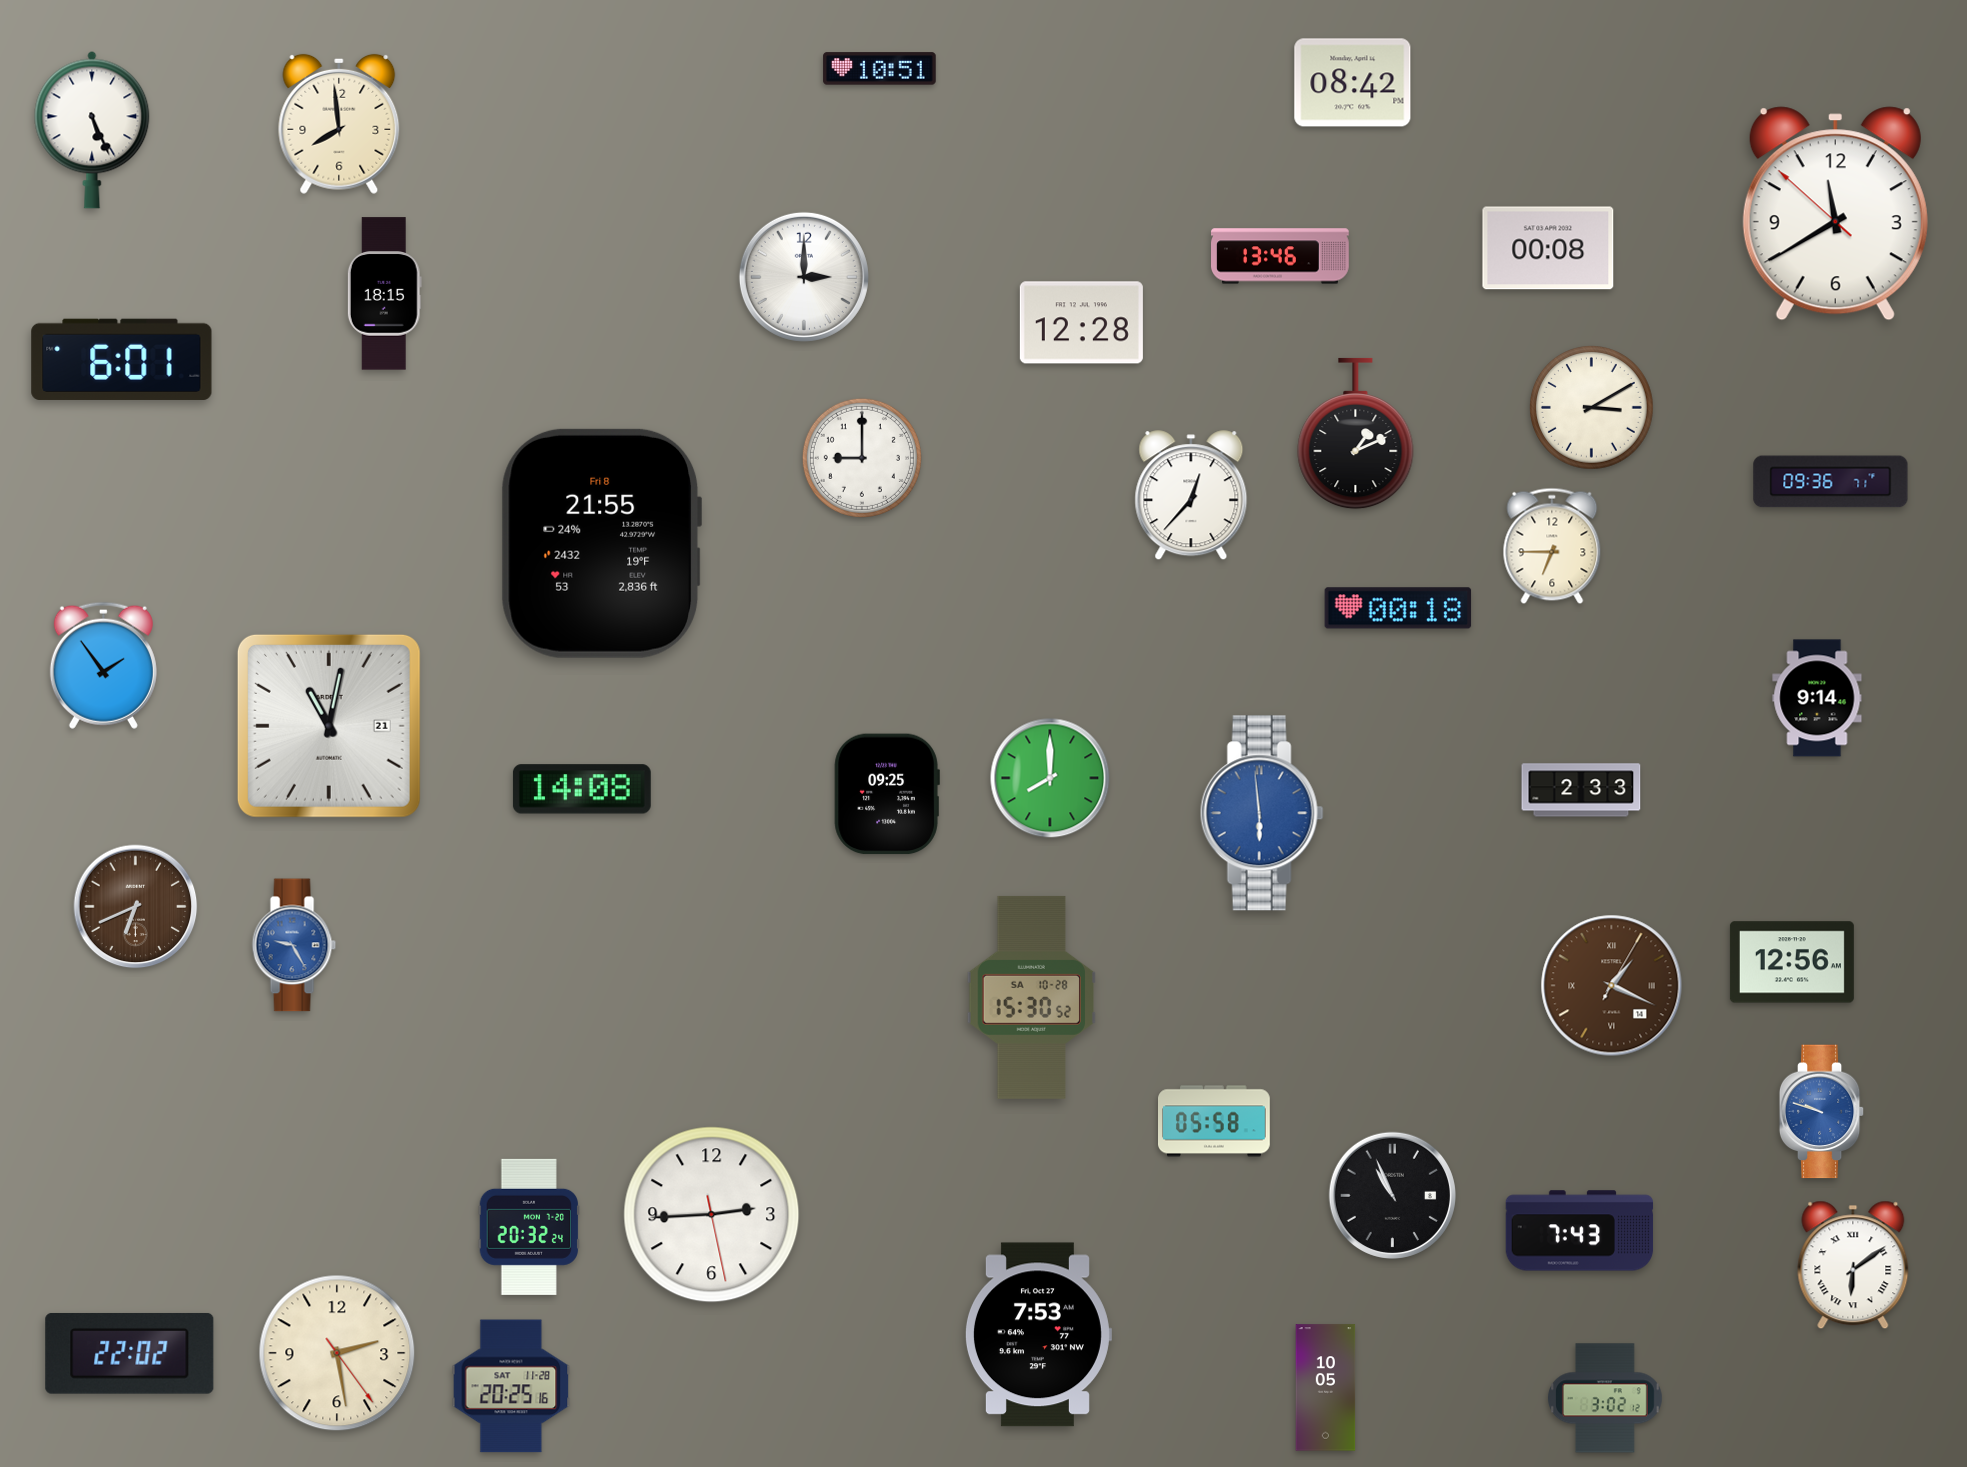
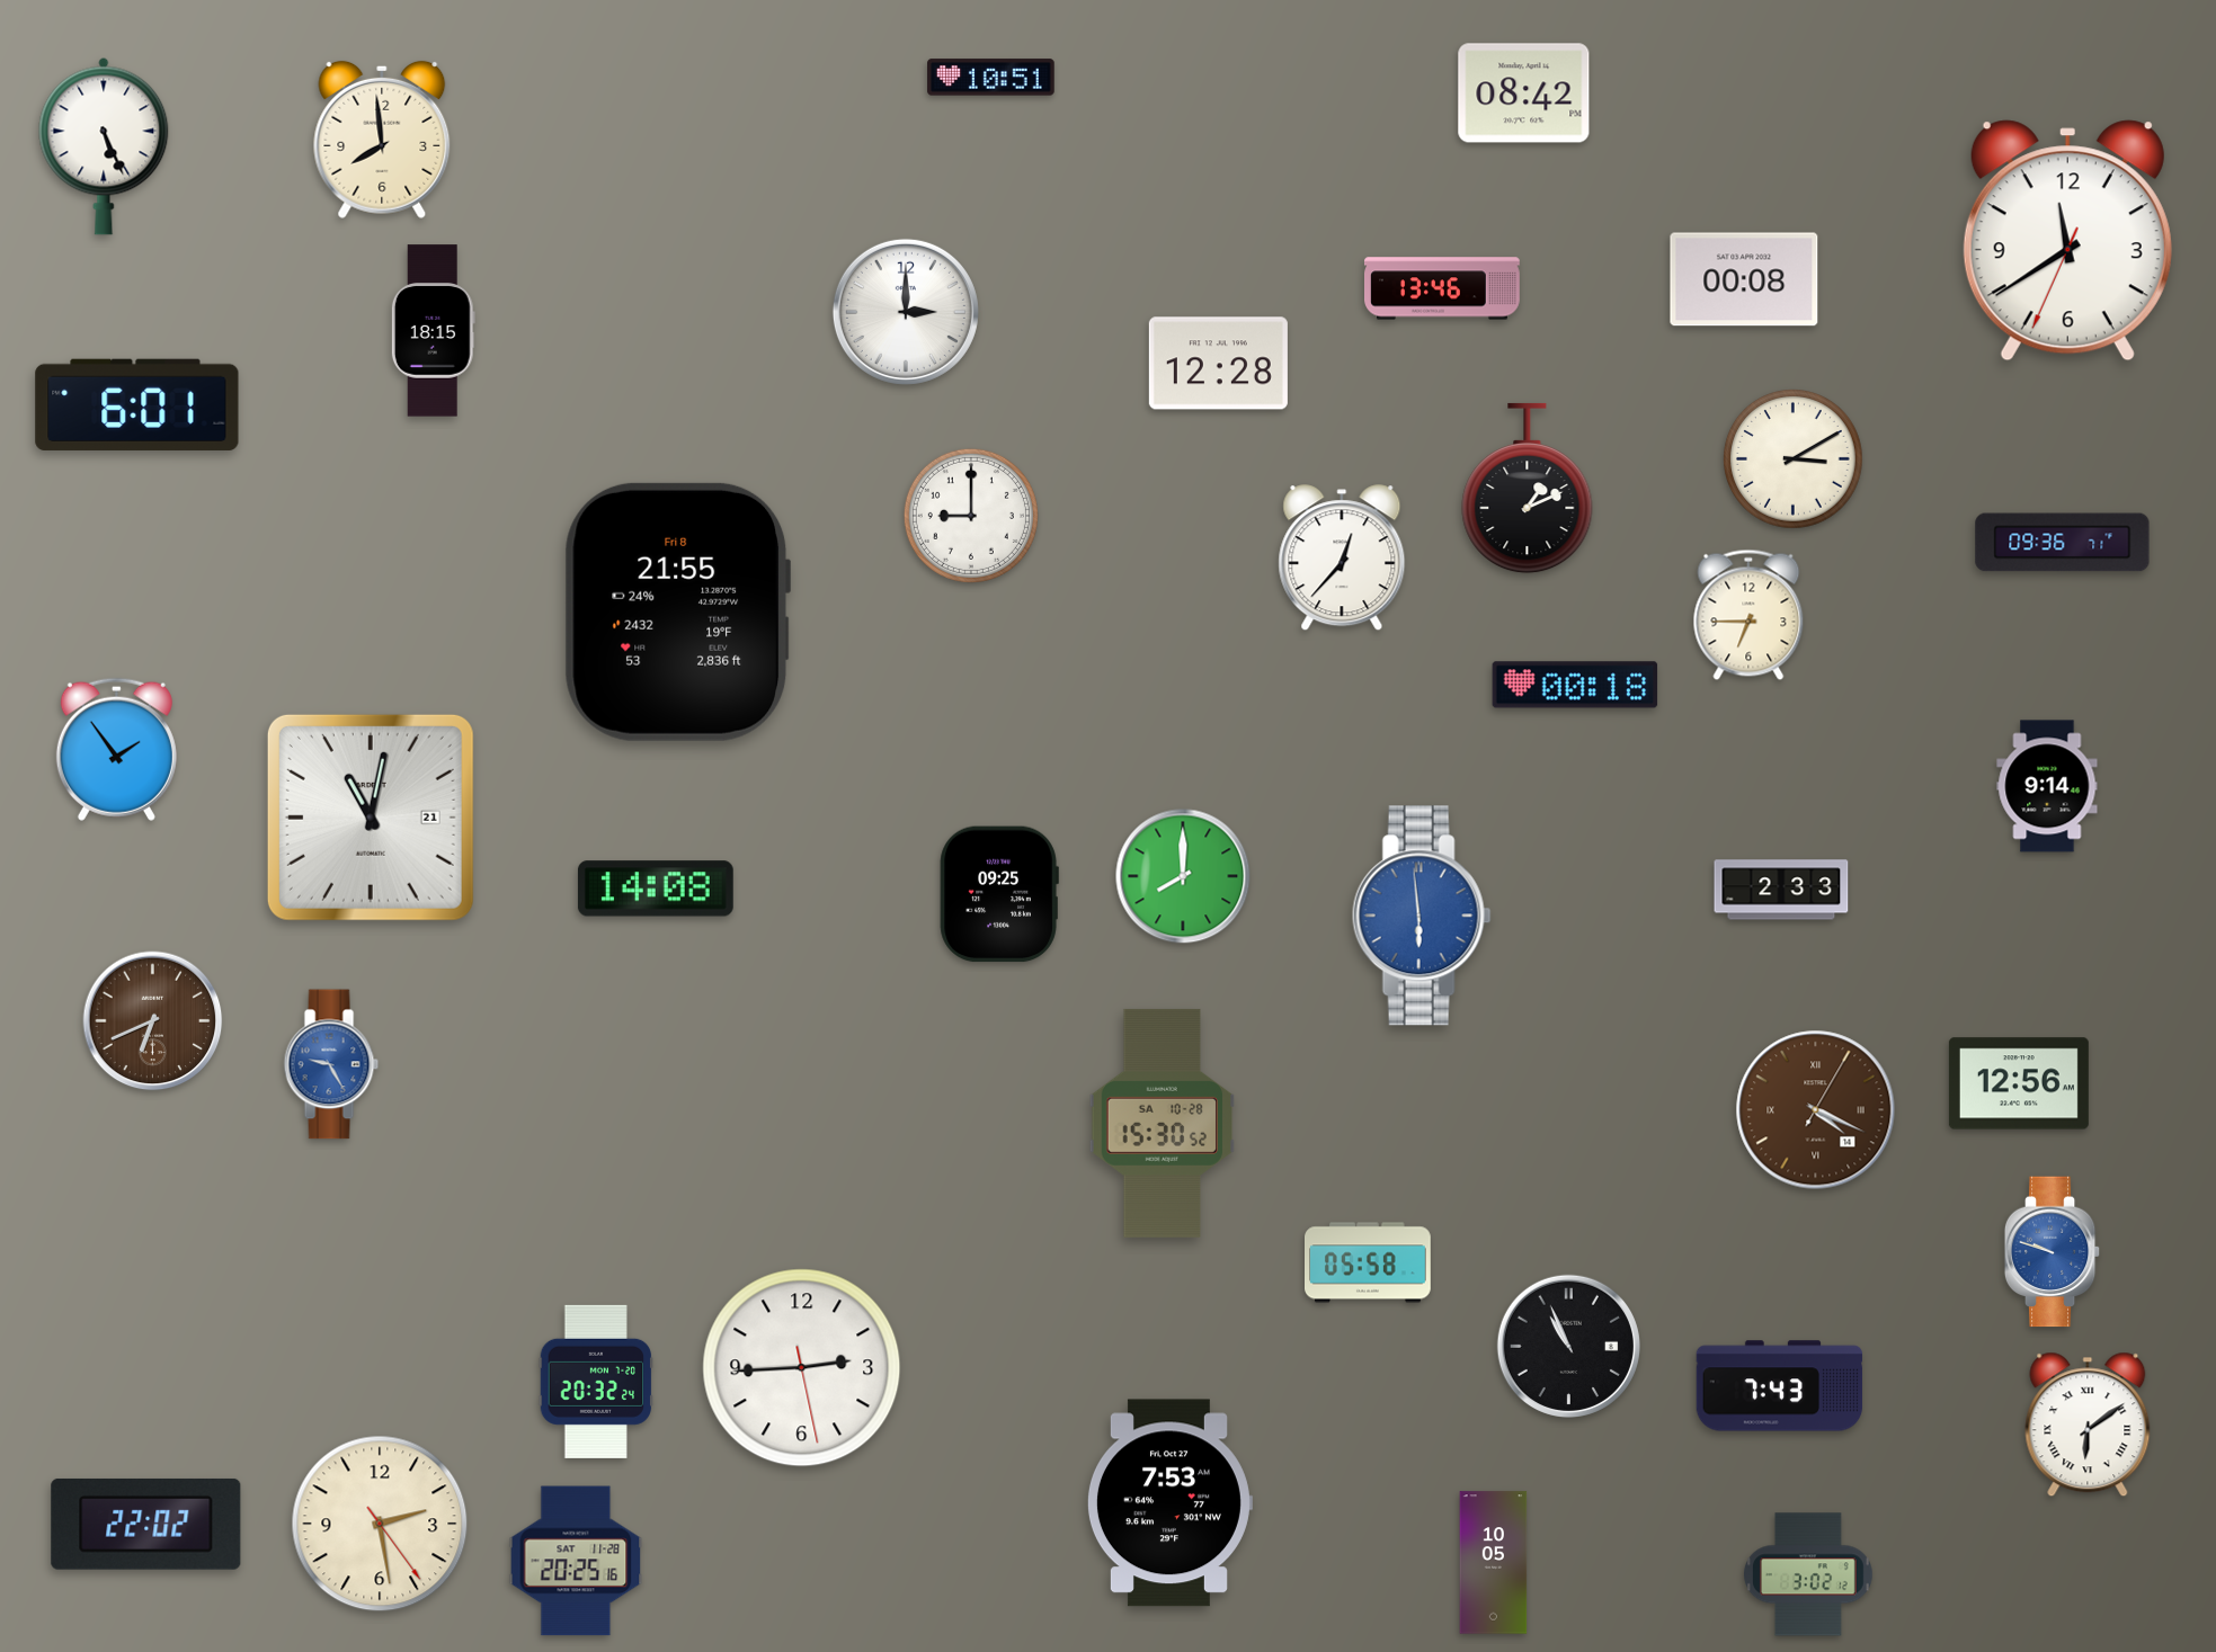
clock at (1835, 214): 11:39:52 -> 11:39:34
clock at (1612, 986): 1:19 -> 4:19
